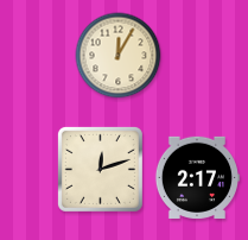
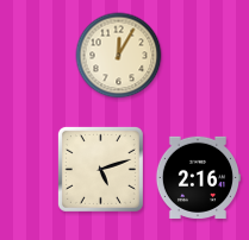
clock at (100, 169): 12:12 -> 5:12
clock at (196, 177): 2:17 -> 2:16
